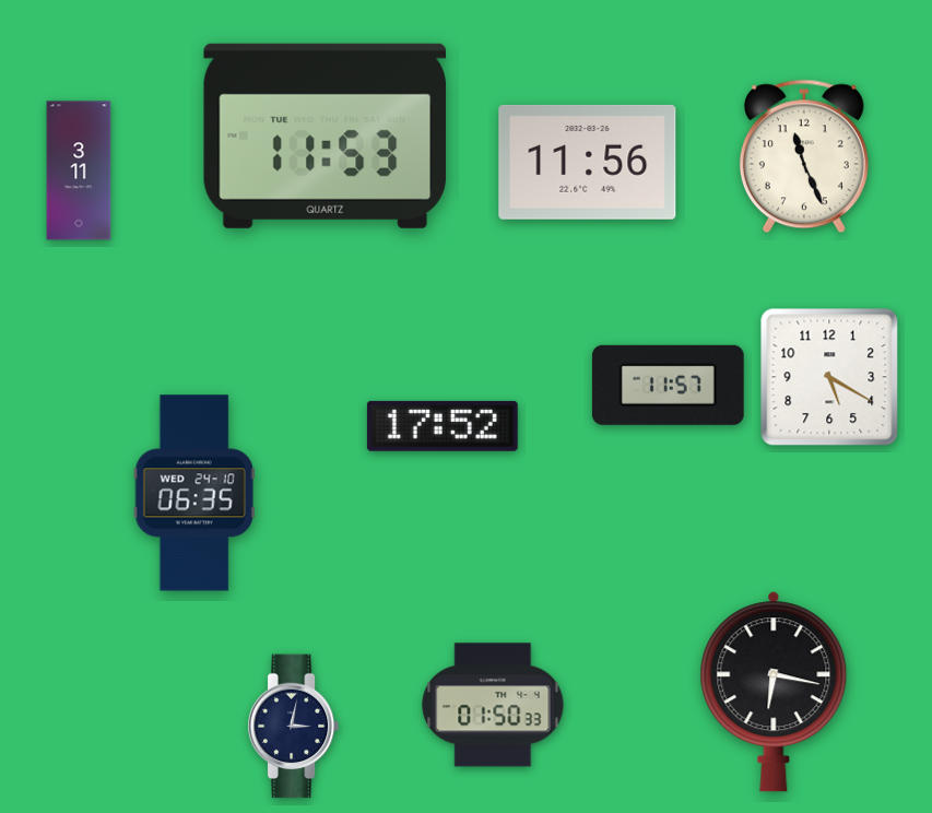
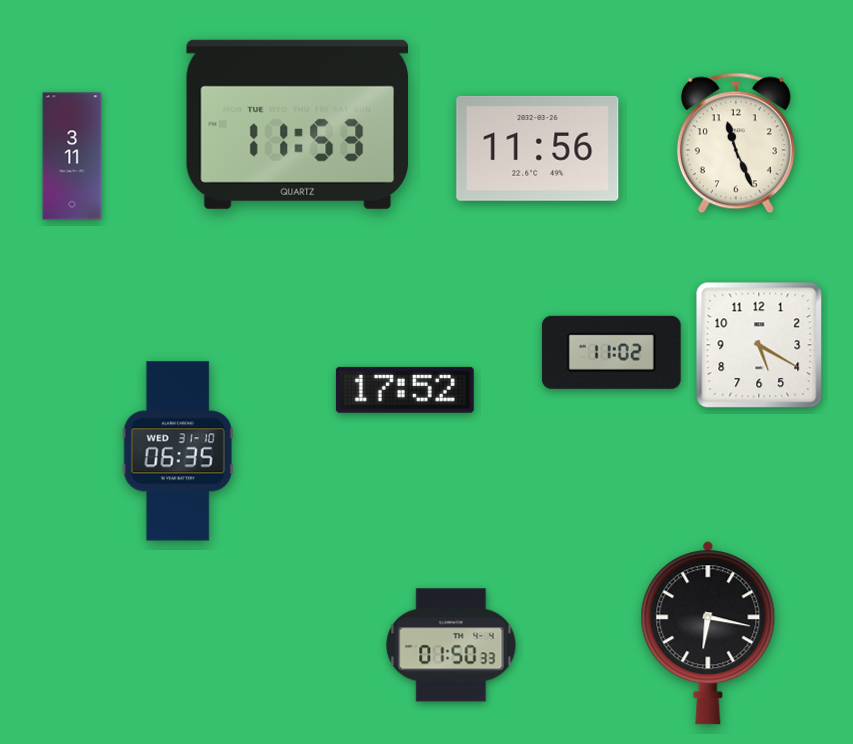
clock at (668, 385): 11:57 -> 11:02
clock at (194, 493) date: WED 24-10 -> WED 31-10
clock at (294, 727): 3:02 -> none
